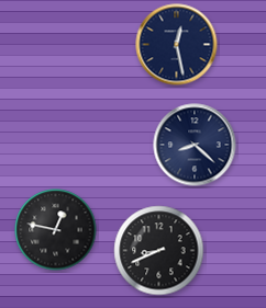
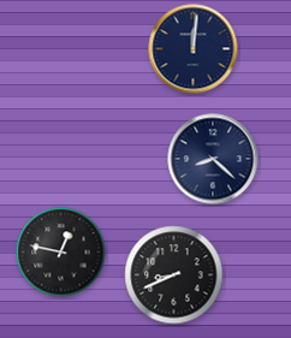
clock at (177, 45): 12:28 -> 12:01
